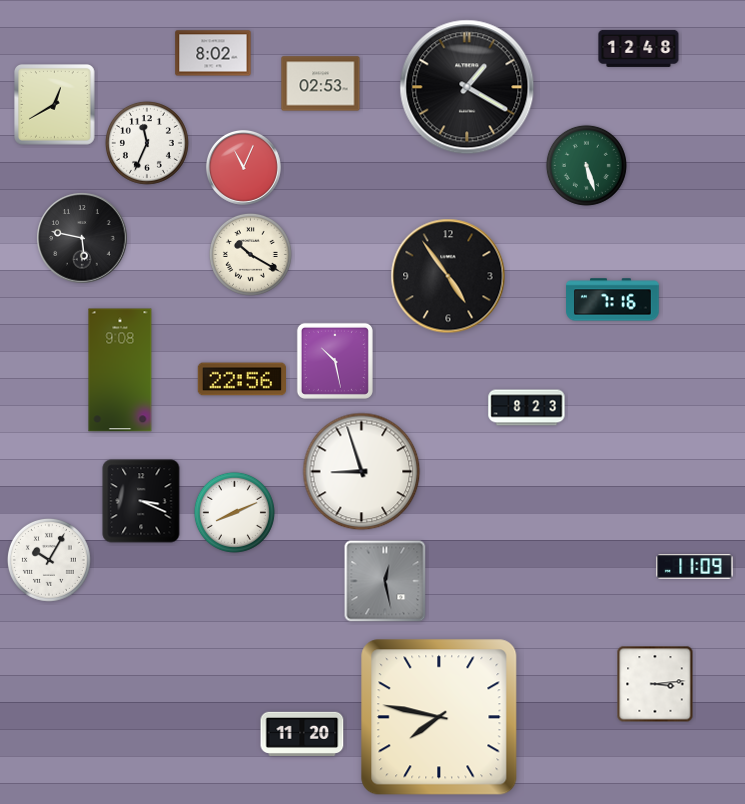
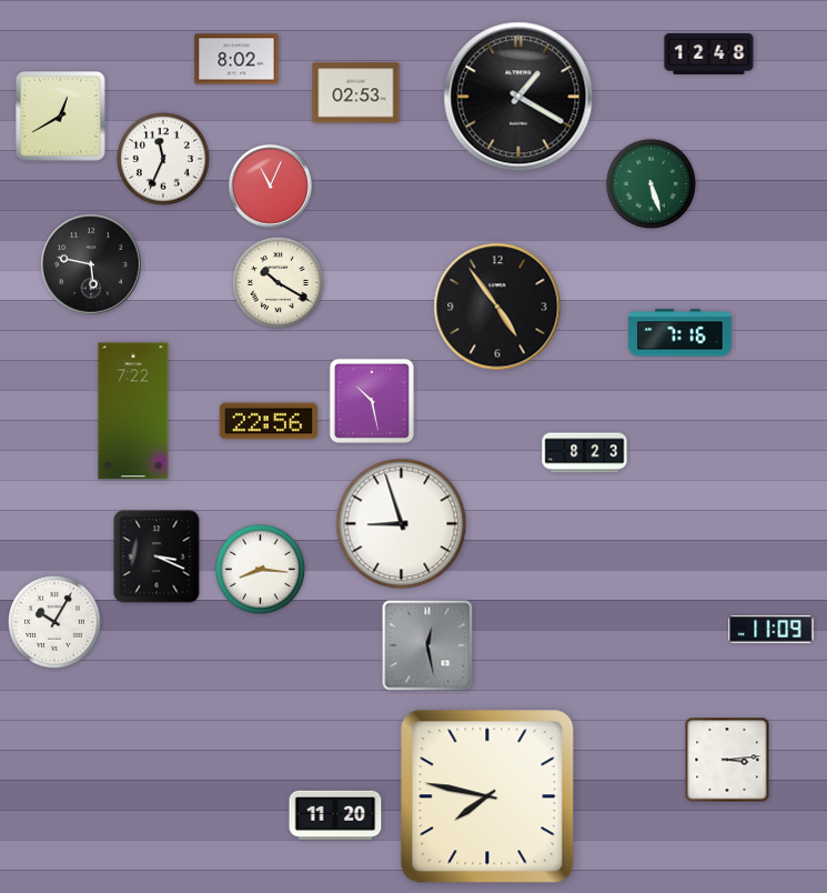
clock at (120, 370): 9:08 -> 7:22
clock at (234, 512): 8:11 -> 8:16
